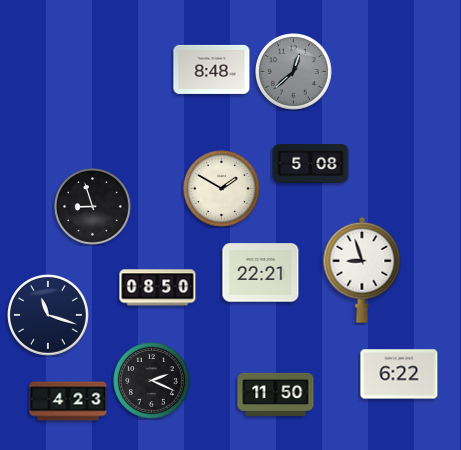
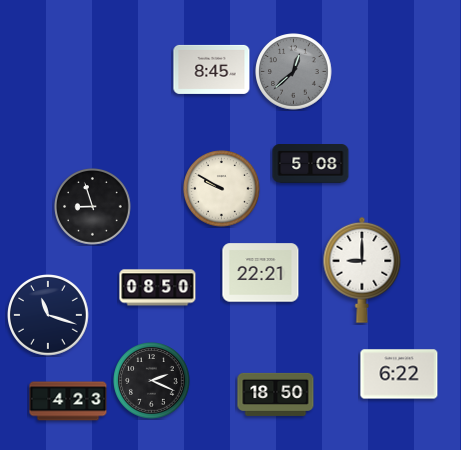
clock at (212, 69): 8:48 -> 8:45
clock at (222, 189): 1:50 -> 9:50
clock at (362, 270): 8:57 -> 9:00
clock at (276, 394): 11:50 -> 18:50
